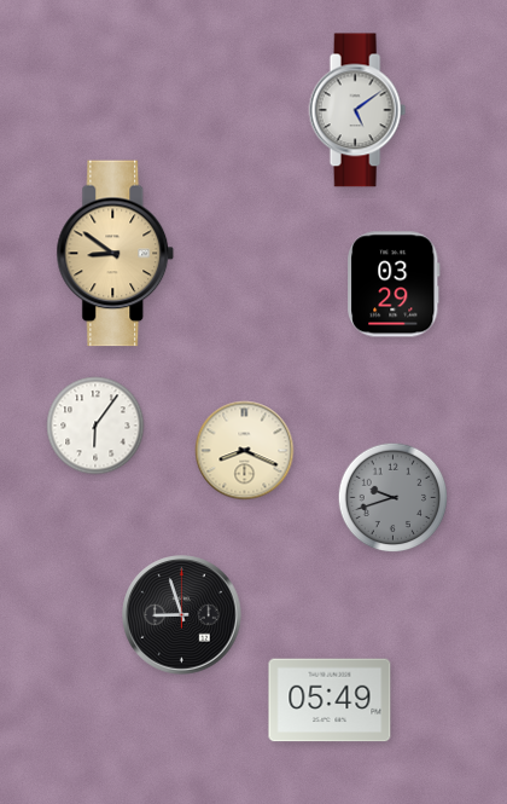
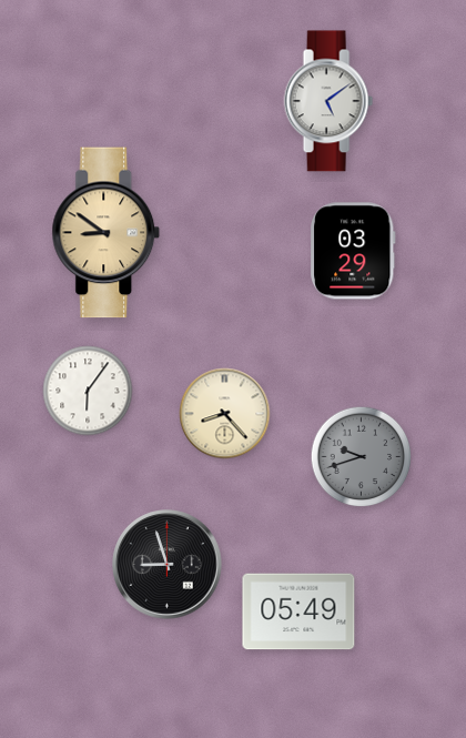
clock at (395, 284) position: (395, 284) -> (354, 251)
clock at (245, 451): 8:19 -> 8:23
clock at (330, 700) position: (330, 700) -> (298, 611)
